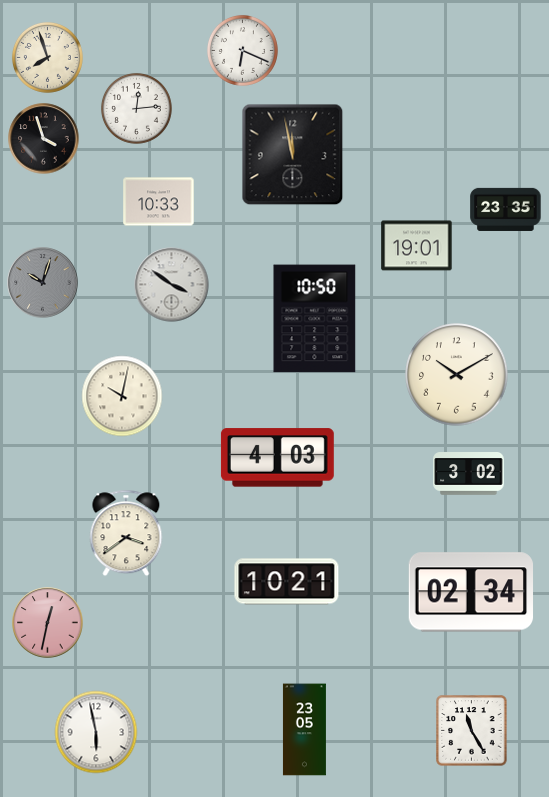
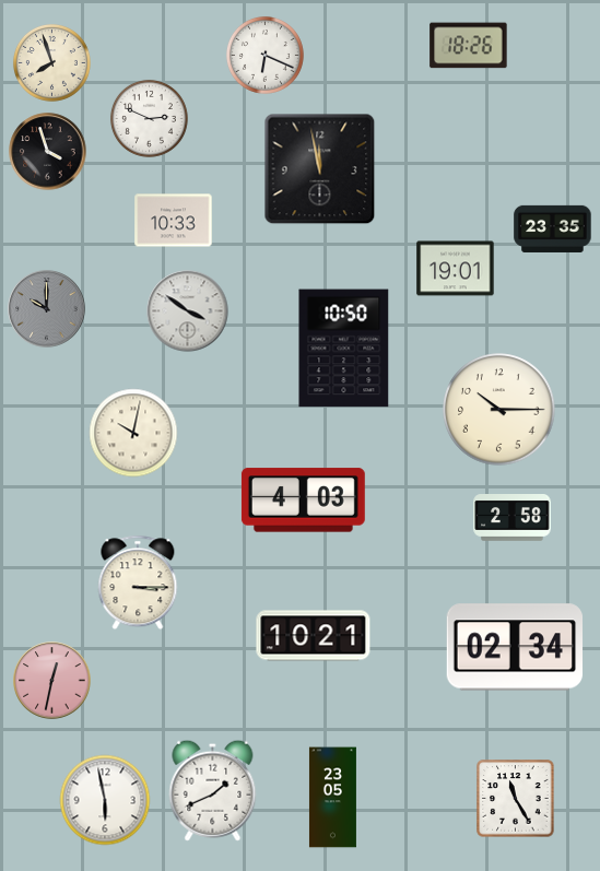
clock at (469, 46): none -> 18:26
clock at (136, 108): 12:14 -> 2:49
clock at (43, 283): 10:03 -> 10:00
clock at (457, 375): 10:10 -> 10:15
clock at (469, 474): 3:02 -> 2:58
clock at (126, 533): 3:39 -> 3:15
clock at (213, 790): none -> 1:41
